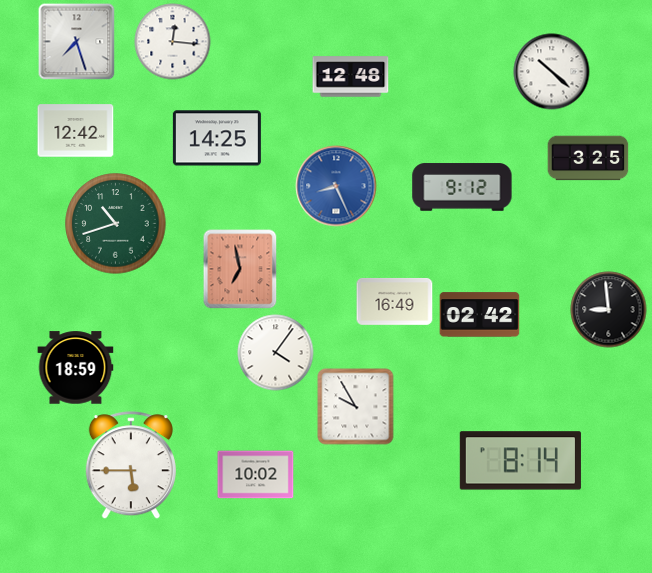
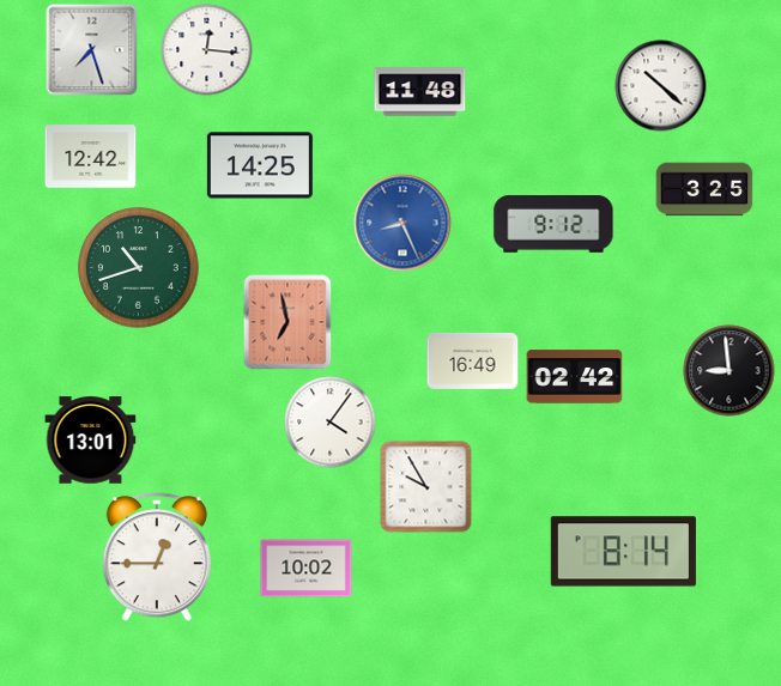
clock at (351, 77): 12:48 -> 11:48
clock at (76, 368): 18:59 -> 13:01
clock at (131, 466): 5:45 -> 12:45
